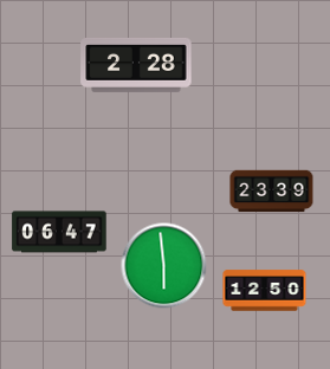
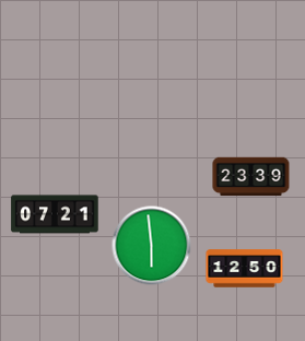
clock at (136, 65): 2:28 -> none
clock at (59, 232): 06:47 -> 07:21
